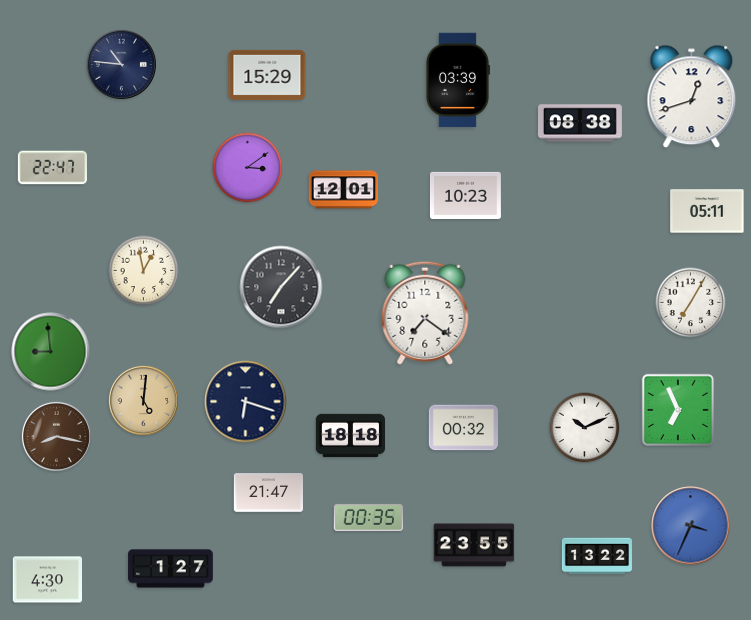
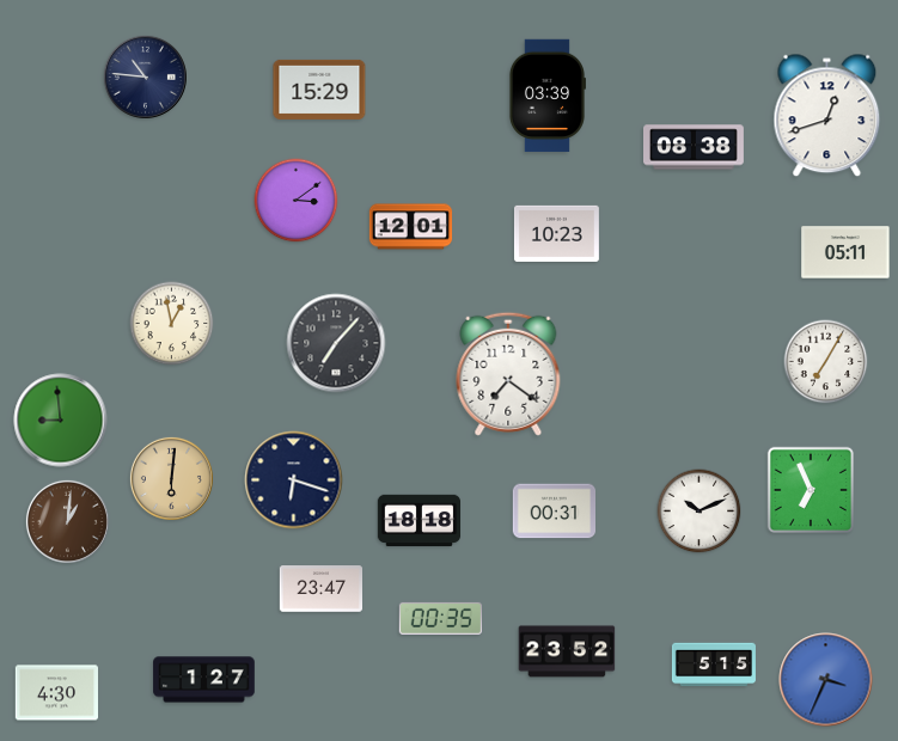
clock at (52, 168): 22:47 -> none
clock at (143, 400): 5:01 -> 6:01
clock at (463, 428): 00:32 -> 00:31
clock at (56, 436): 8:17 -> 1:01
clock at (268, 493): 21:47 -> 23:47
clock at (691, 526) position: (691, 526) -> (826, 680)
clock at (474, 545): 23:55 -> 23:52
clock at (597, 556): 13:22 -> 5:15
